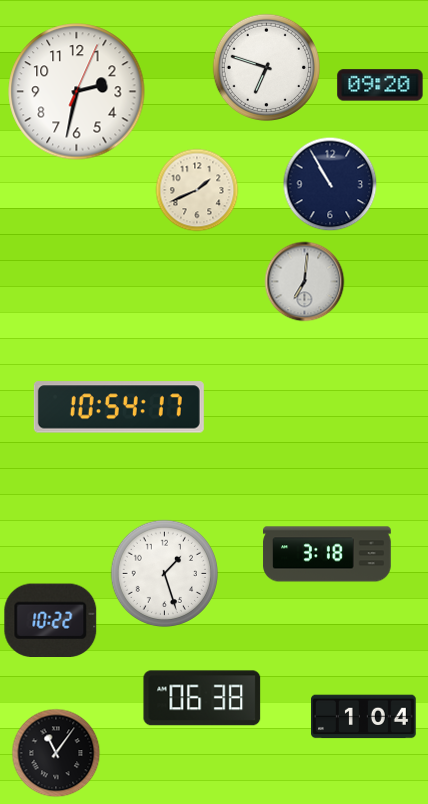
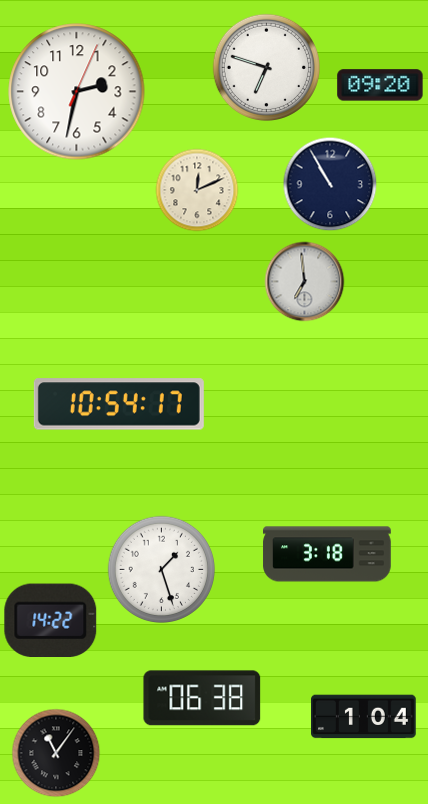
clock at (197, 190): 1:41 -> 12:11
clock at (305, 282): 7:01 -> 6:59
clock at (119, 407) position: (119, 407) -> (119, 404)
clock at (164, 573) position: (164, 573) -> (161, 569)
clock at (51, 620): 10:22 -> 14:22
